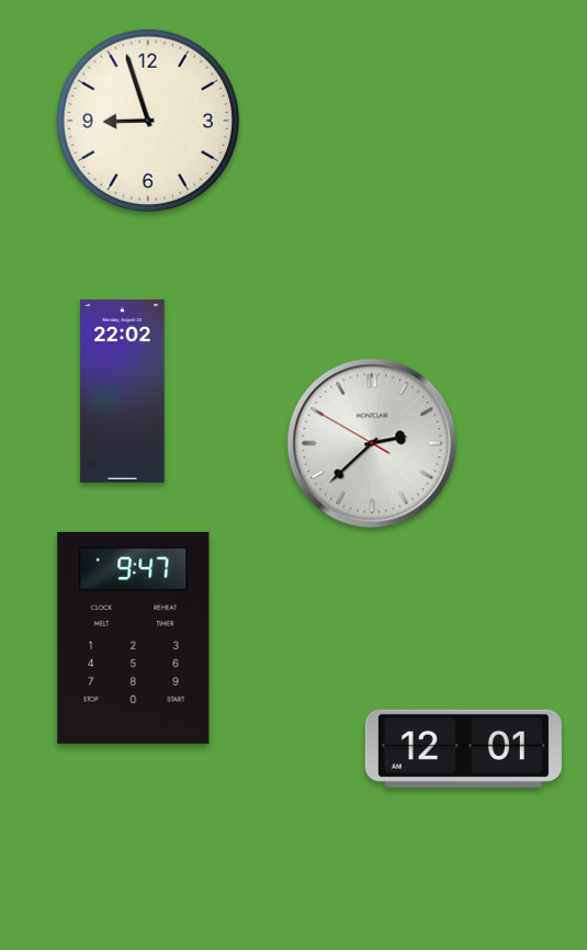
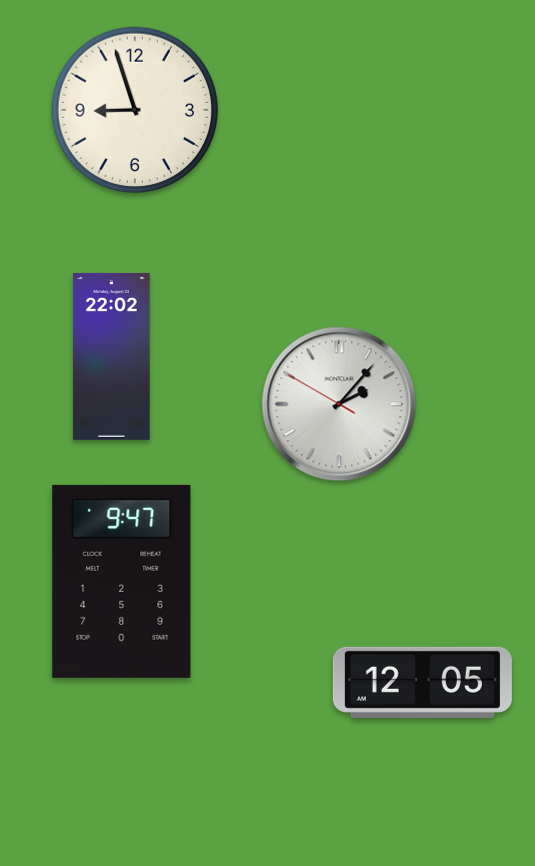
clock at (372, 443): 2:37 -> 2:06
clock at (463, 748): 12:01 -> 12:05
